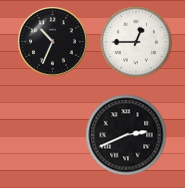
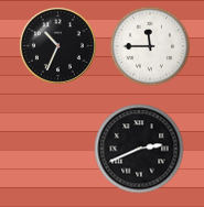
clock at (136, 42): 12:45 -> 11:45
